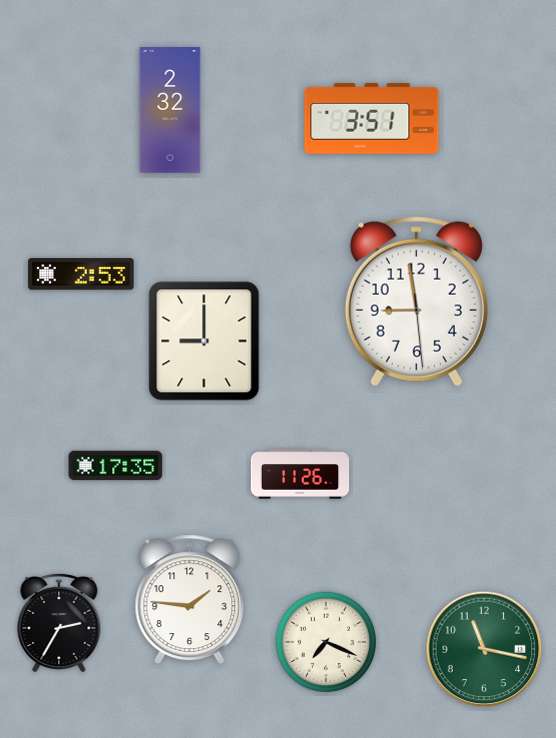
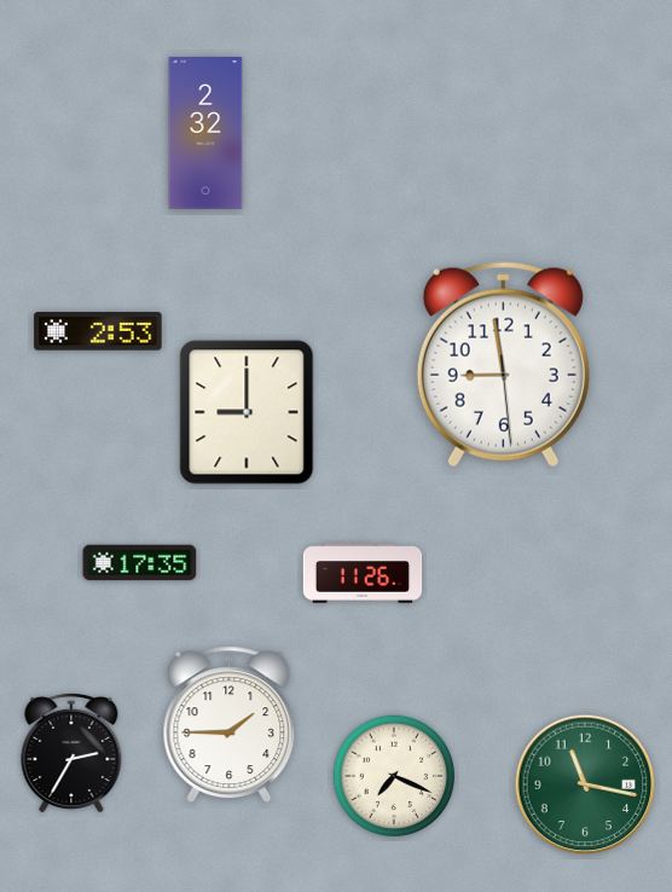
clock at (372, 119): 3:51 -> none
clock at (190, 600): 1:46 -> 1:45
